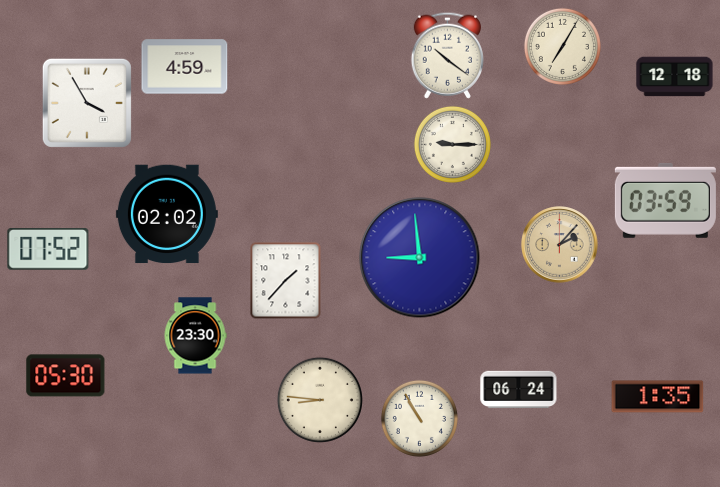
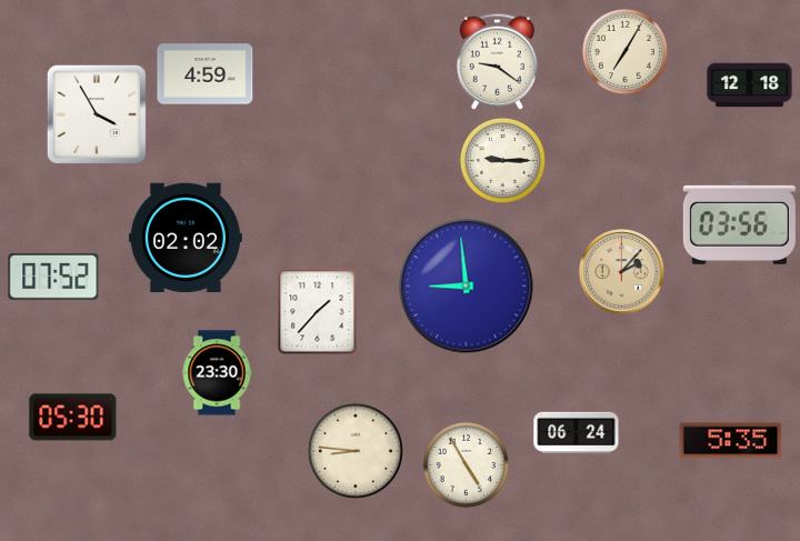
clock at (447, 55): 10:21 -> 9:21
clock at (665, 200): 03:59 -> 03:56
clock at (658, 397): 1:35 -> 5:35
clock at (320, 400) position: (320, 400) -> (356, 451)
clock at (419, 418): 10:55 -> 4:55
